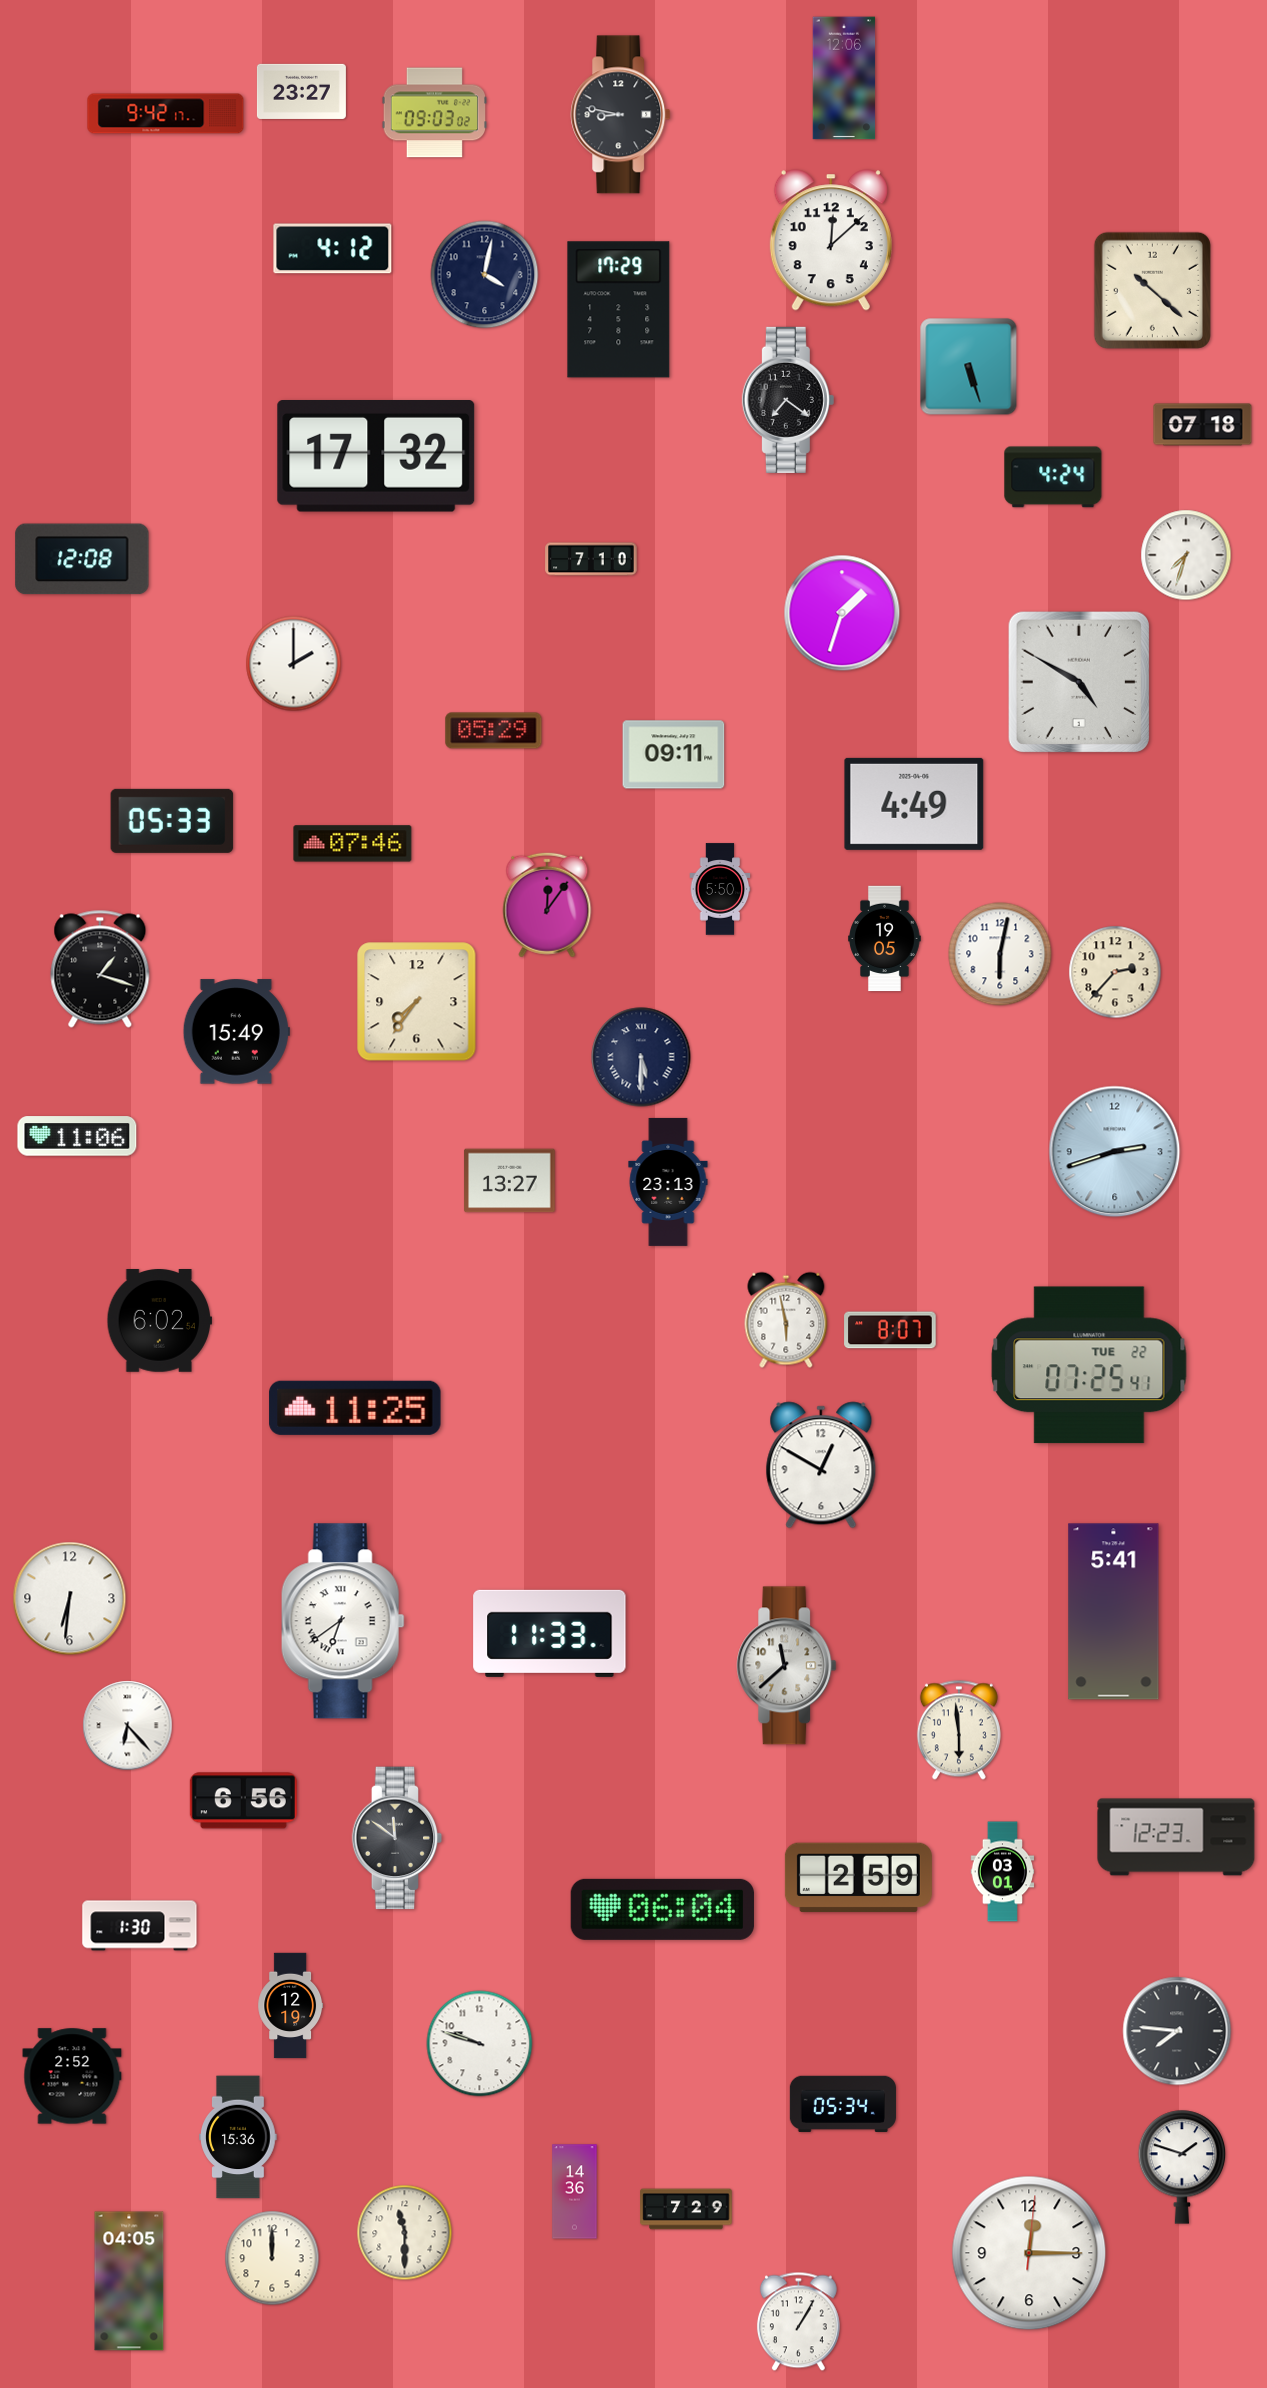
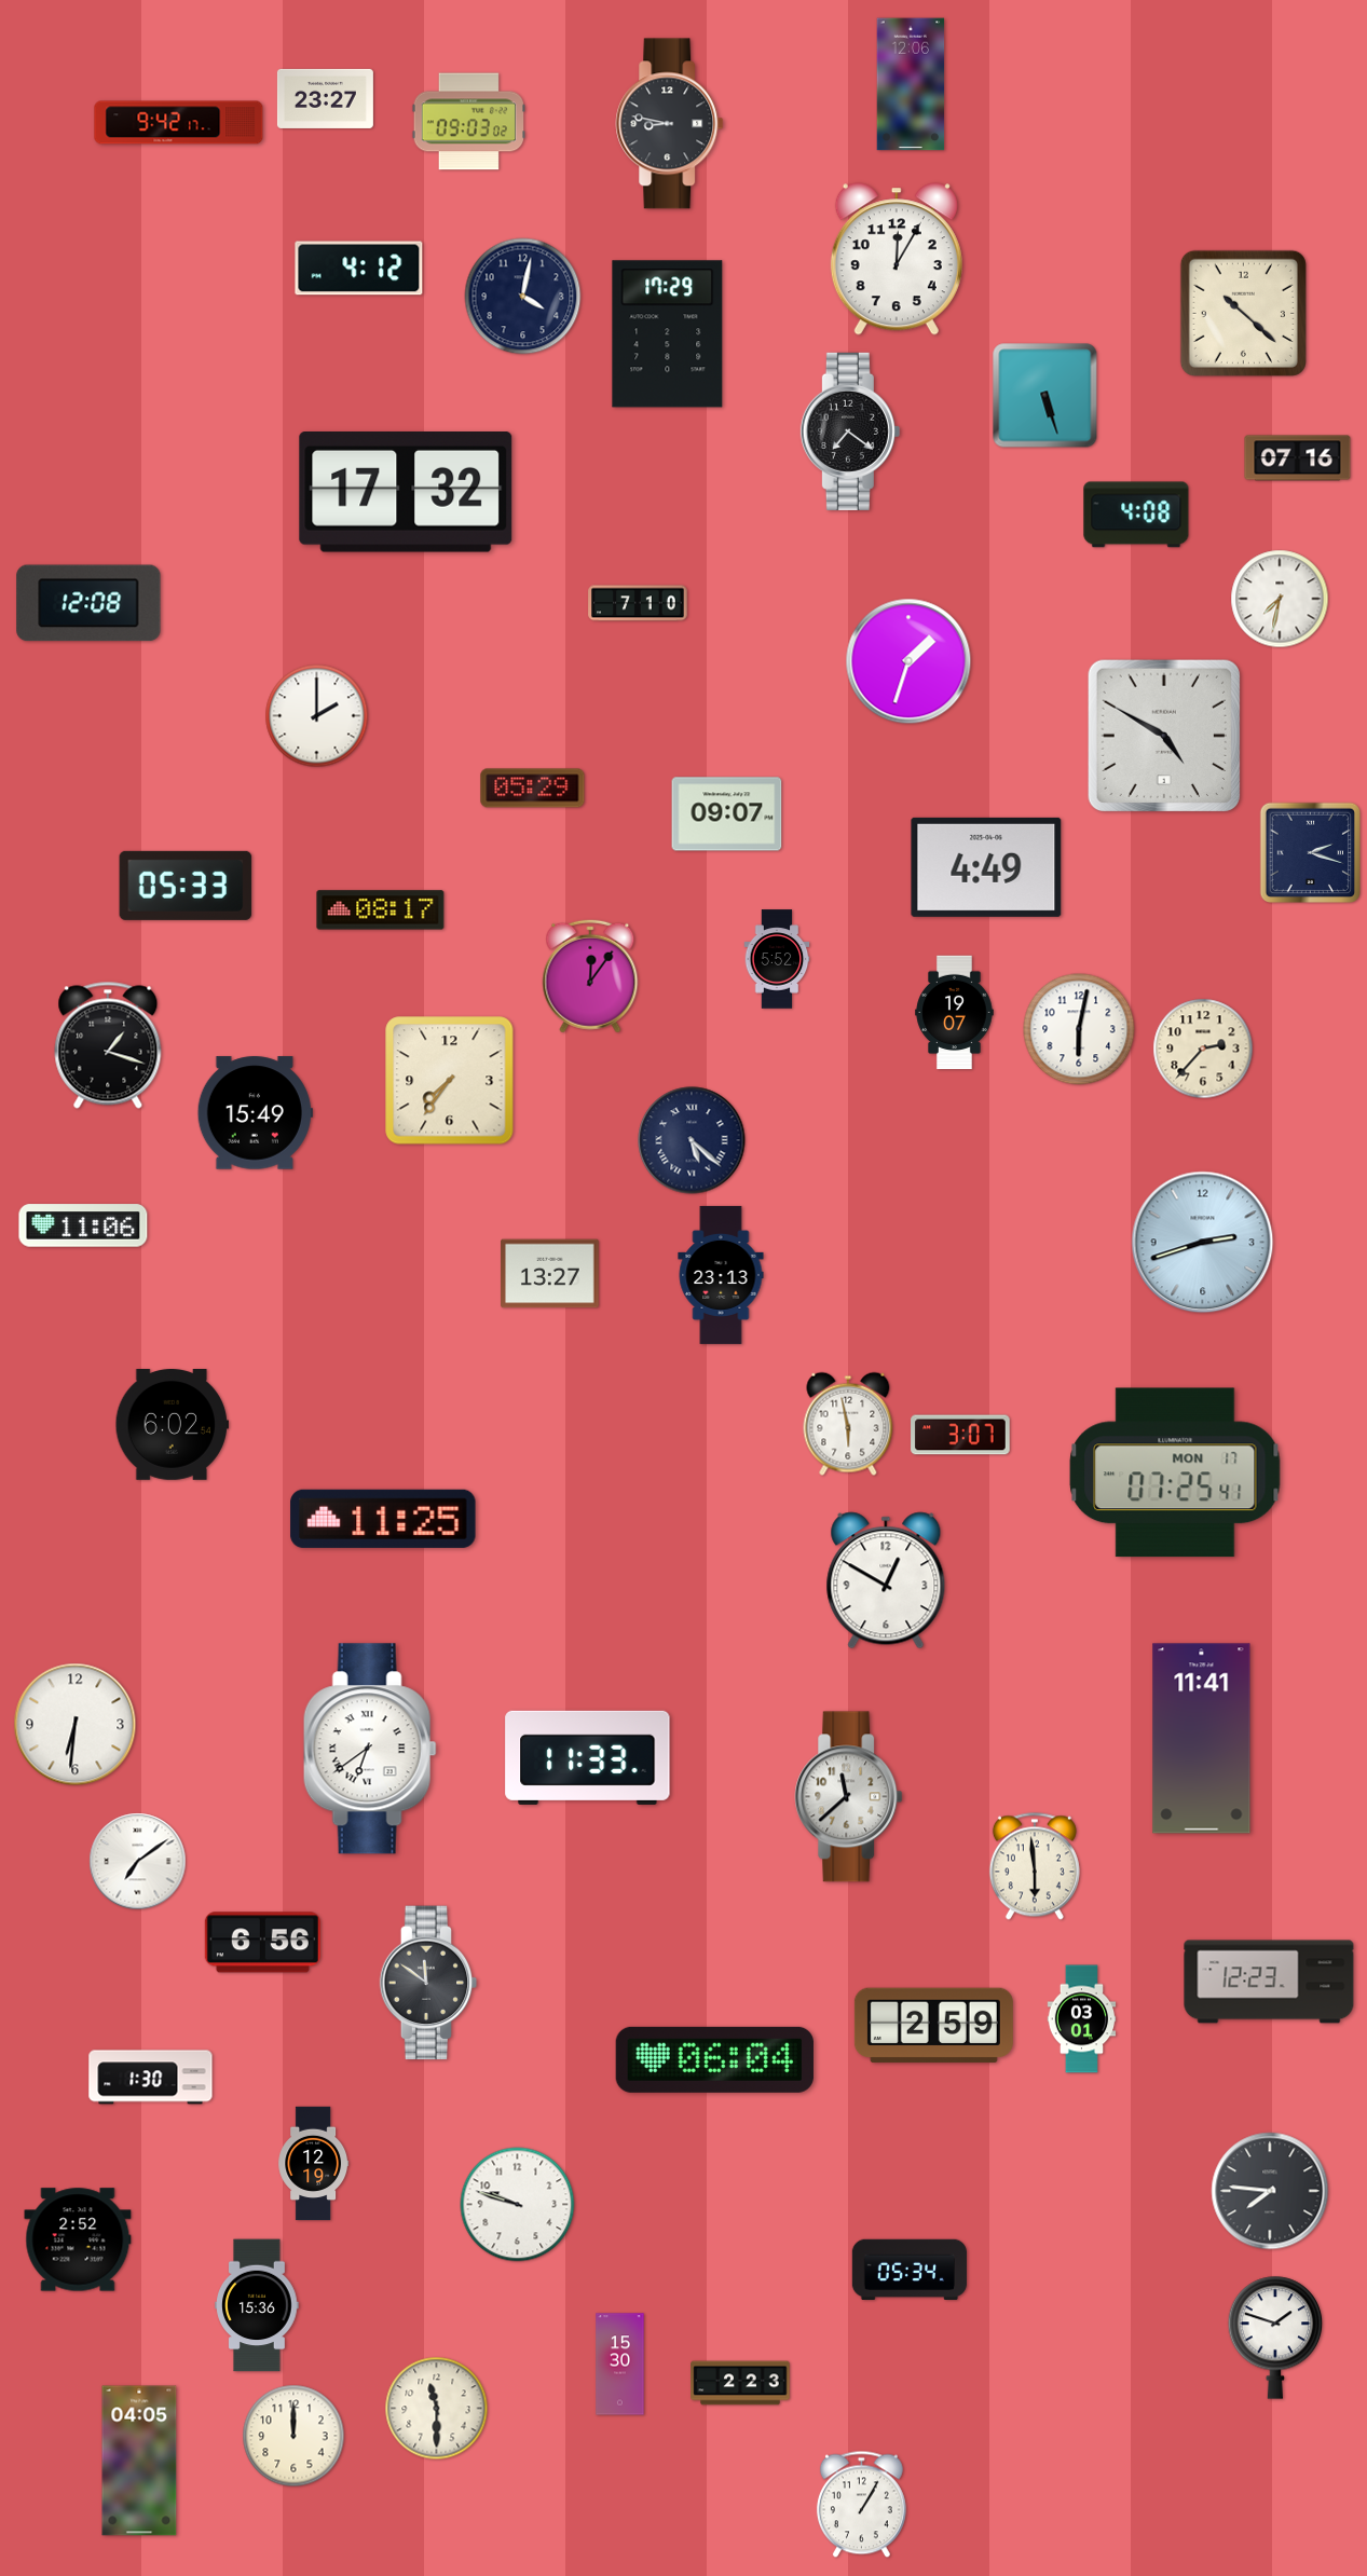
clock at (831, 240): 12:08 -> 12:05
clock at (1203, 425): 07:18 -> 07:16
clock at (1053, 477): 4:24 -> 4:08
clock at (1186, 555): 7:33 -> 7:32
clock at (674, 755): 09:11 -> 09:07
clock at (1310, 852): none -> 2:18
clock at (353, 844): 07:46 -> 08:17
clock at (720, 889): 5:50 -> 5:52
clock at (885, 939): 19:05 -> 19:07
clock at (641, 1057): 5:30 -> 5:22
clock at (890, 1330): 8:07 -> 3:07
clock at (1089, 1365) date: TUE 22 -> MON 17
clock at (1114, 1612): 5:41 -> 11:41
clock at (550, 1633) position: (550, 1633) -> (588, 1757)
clock at (128, 1726): 6:23 -> 7:09
clock at (858, 1878) position: (858, 1878) -> (933, 2026)
clock at (575, 2192): 14:36 -> 15:30
clock at (686, 2209): 7:29 -> 2:23
clock at (1029, 2253): 12:15 -> none
